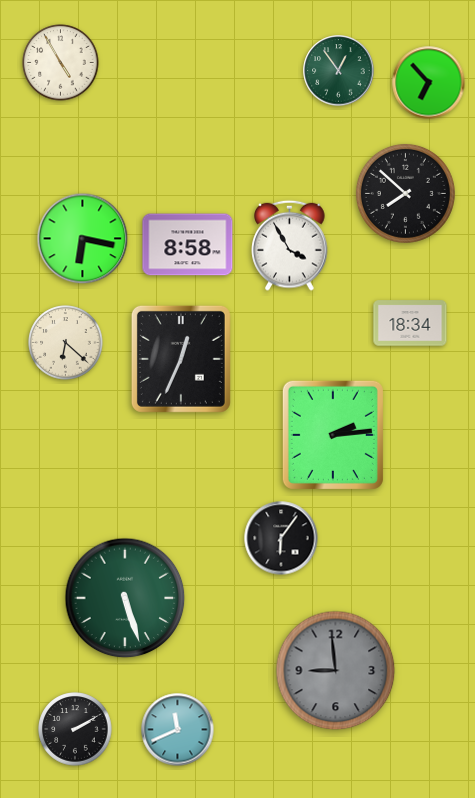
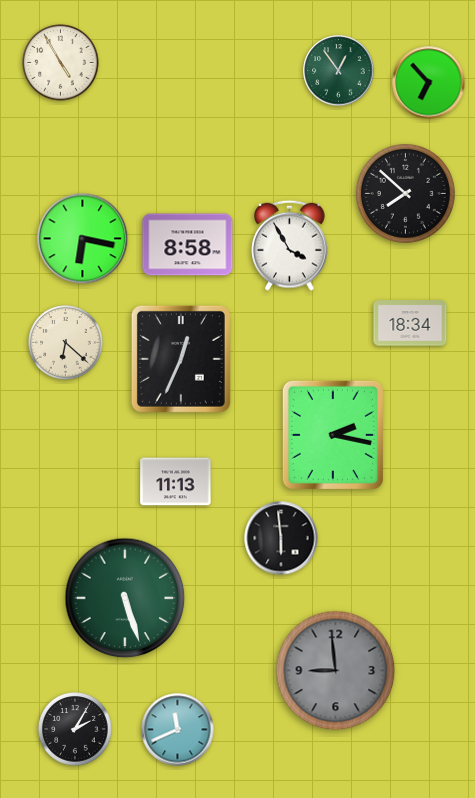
clock at (333, 435): 2:14 -> 2:17
clock at (176, 482): none -> 11:13
clock at (281, 538): 6:06 -> 5:59
clock at (75, 729): 2:10 -> 2:05
